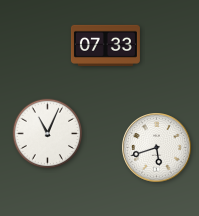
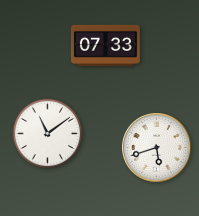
clock at (48, 134): 11:04 -> 11:09
